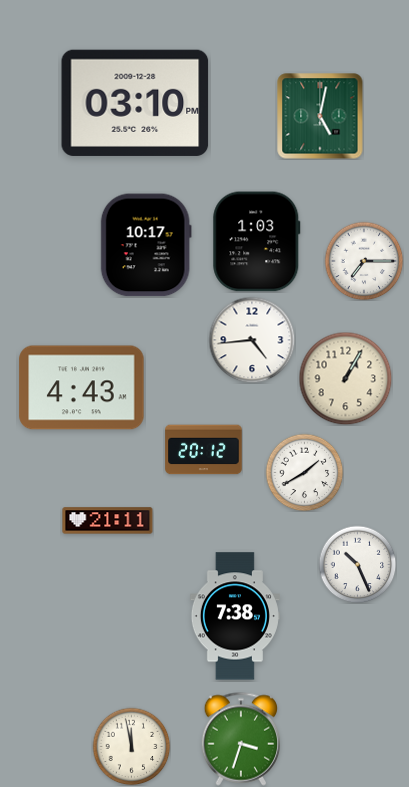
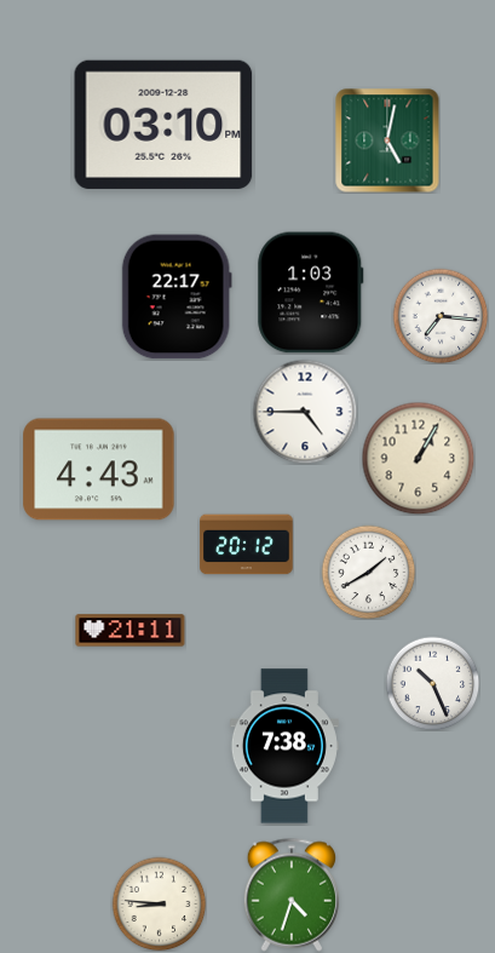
clock at (146, 245): 10:17 -> 22:17
clock at (364, 261): 7:15 -> 7:16
clock at (252, 340): 4:44 -> 4:45
clock at (240, 739): 3:33 -> 4:33
clock at (131, 746): 11:58 -> 8:46
